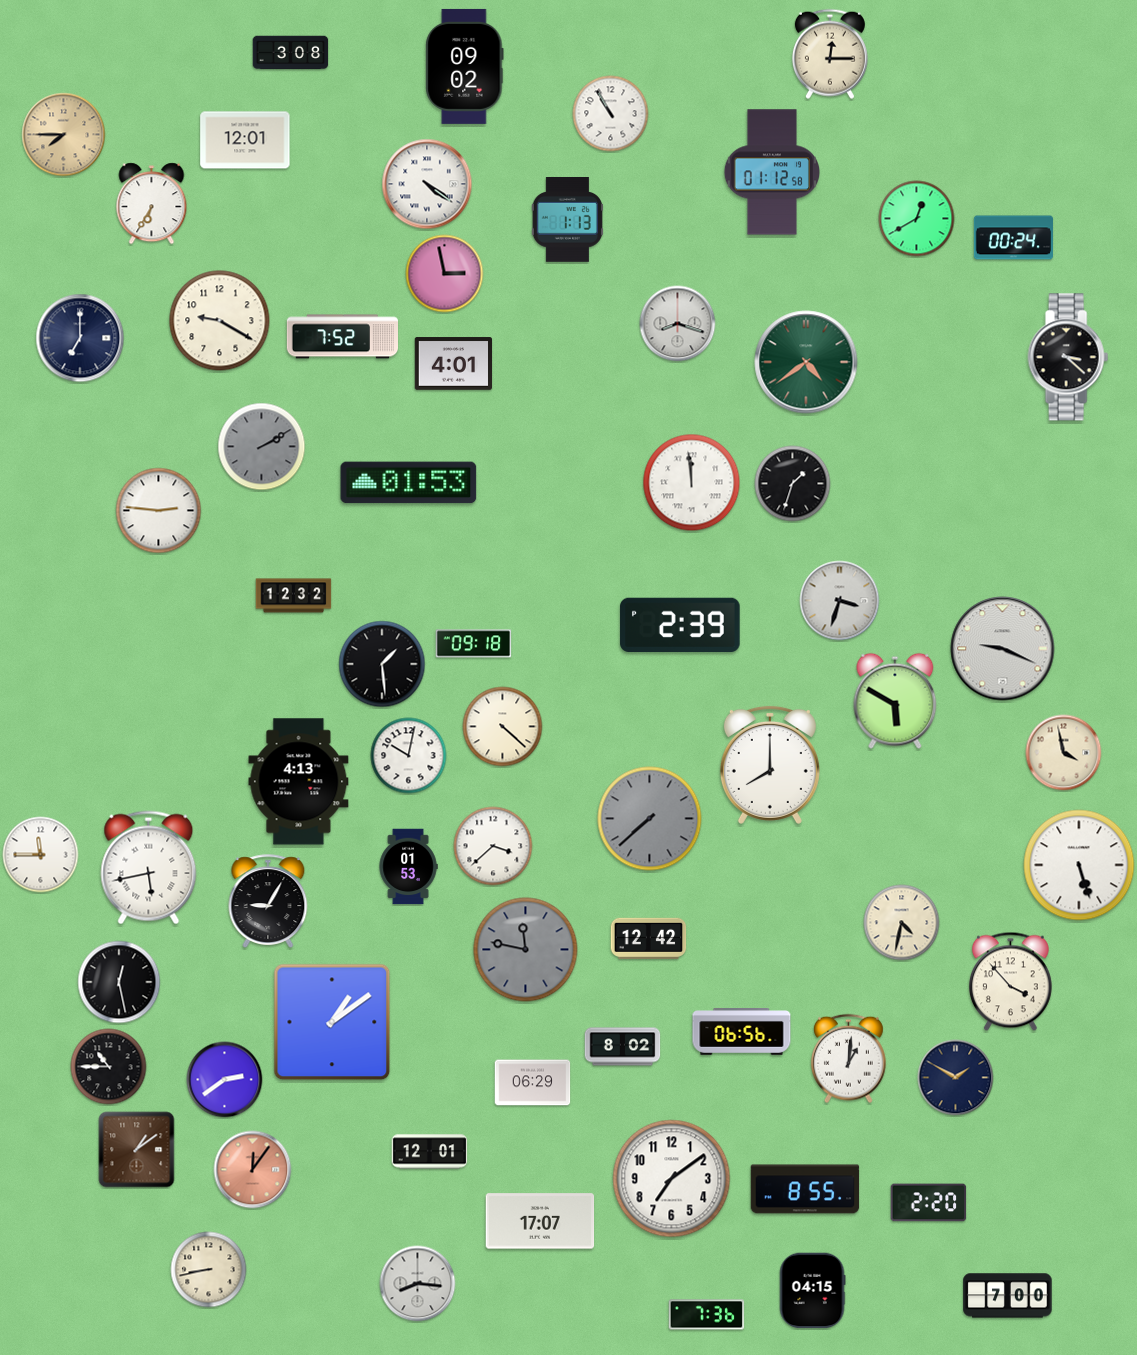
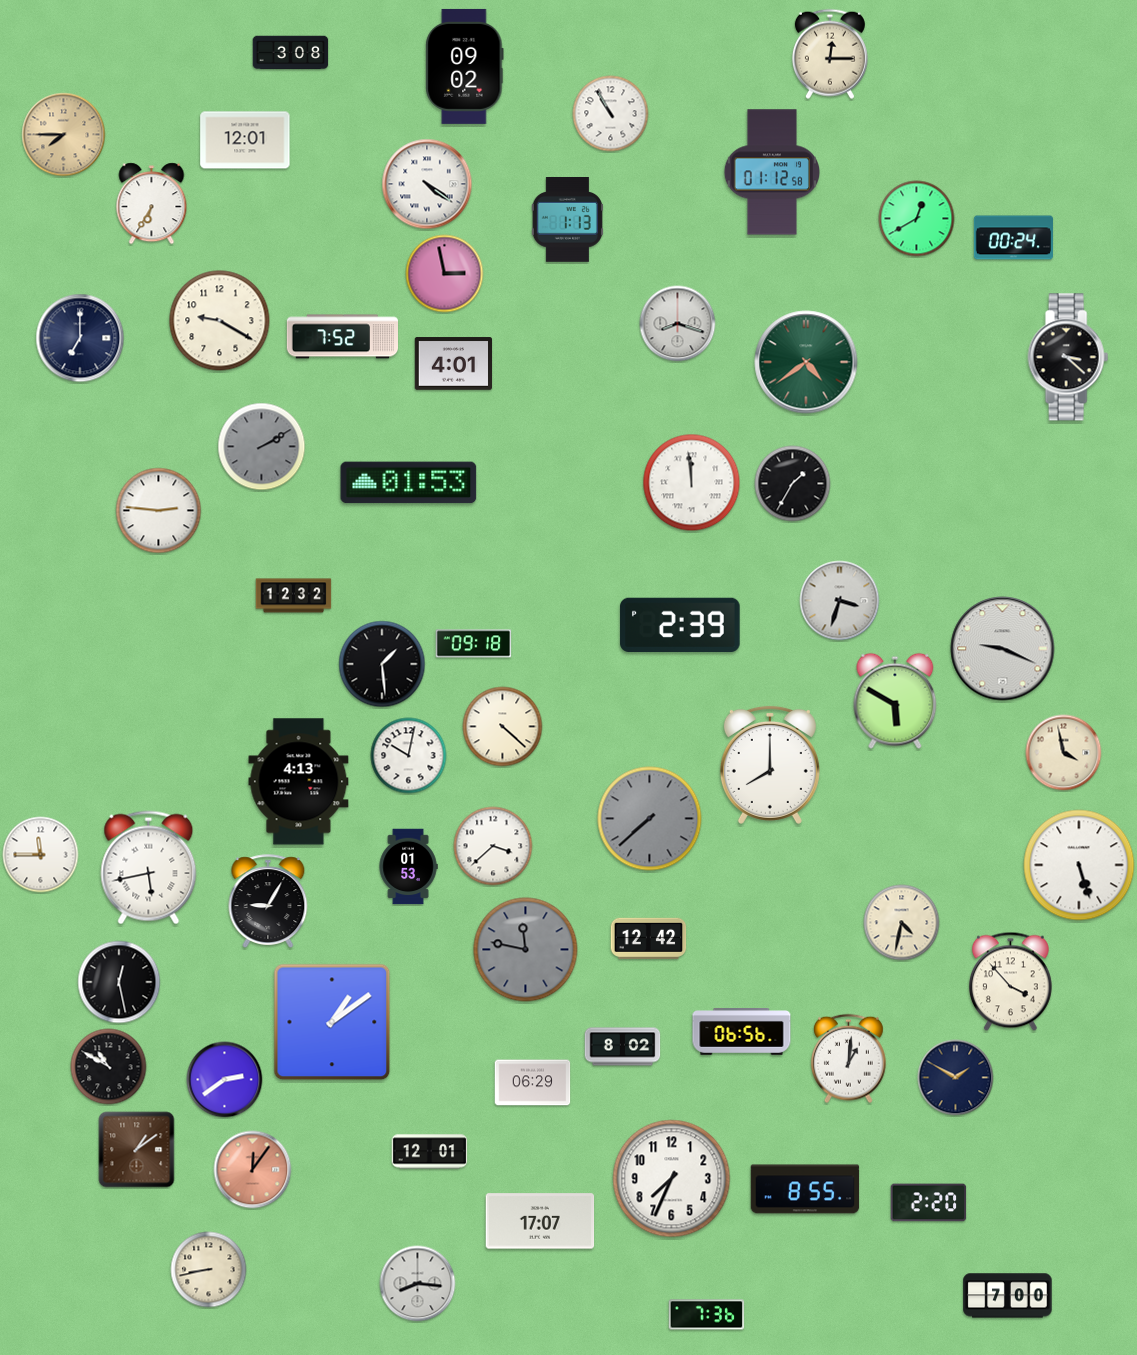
clock at (793, 484): 1:33 -> 1:35
clock at (109, 1067): 10:45 -> 10:50
clock at (672, 1179): 7:09 -> 7:34
clock at (812, 1291): 04:15 -> none
